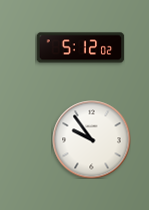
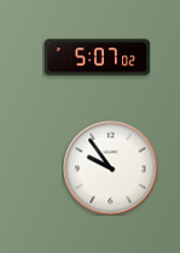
clock at (80, 48): 5:12 -> 5:07
